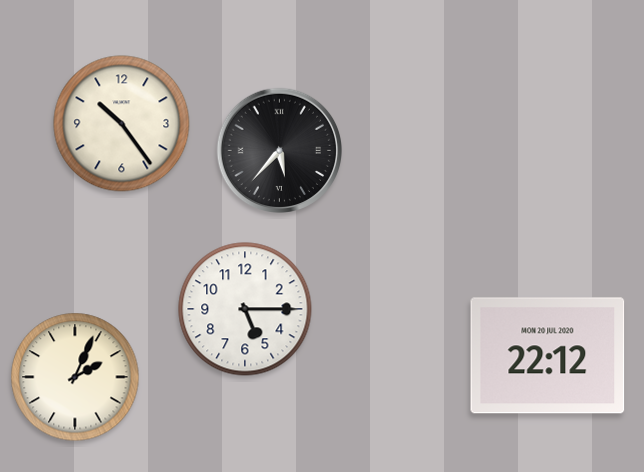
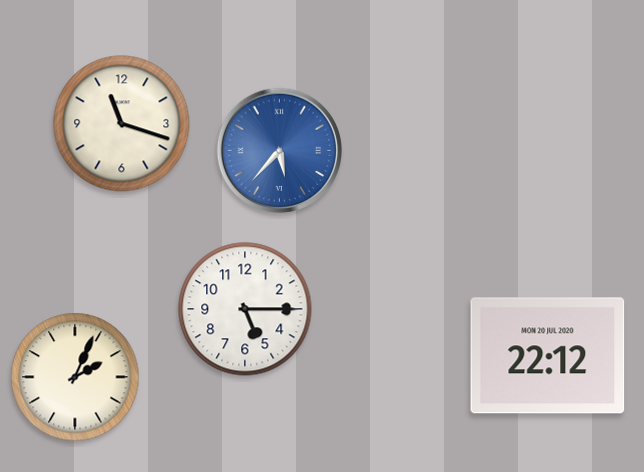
clock at (122, 124): 10:24 -> 11:18
clock at (280, 151) dial: black -> blue
